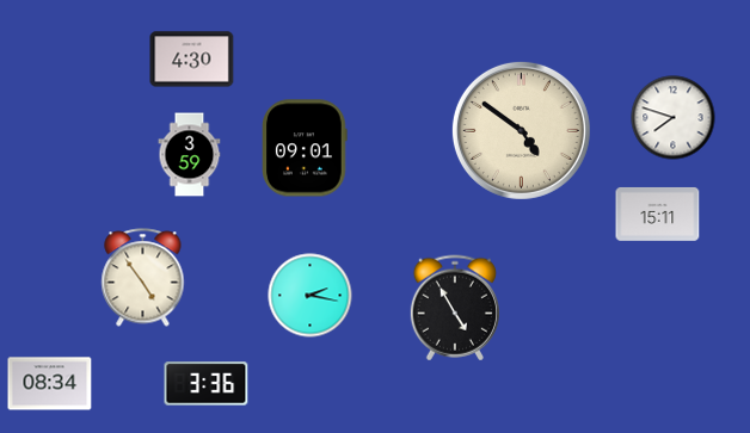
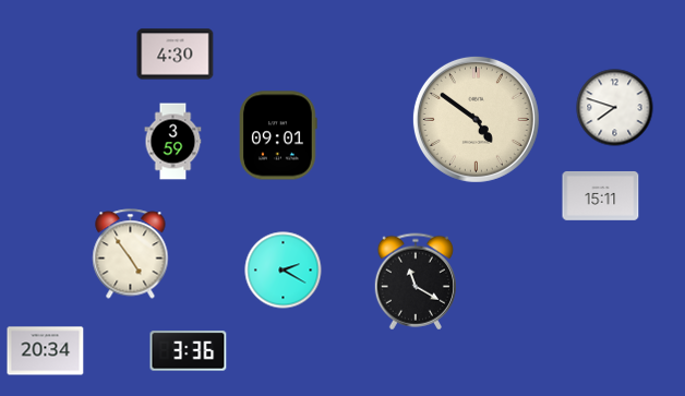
clock at (311, 296): 2:17 -> 2:20
clock at (455, 308): 4:55 -> 11:20
clock at (50, 384): 08:34 -> 20:34
